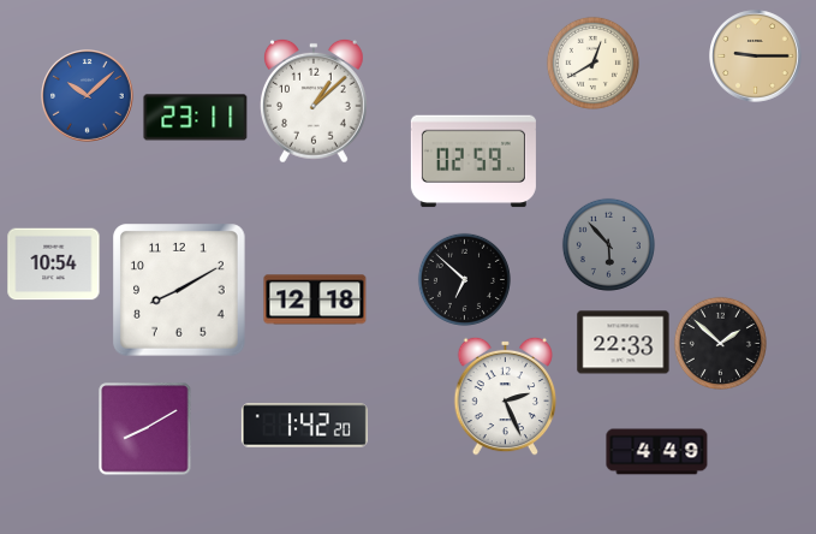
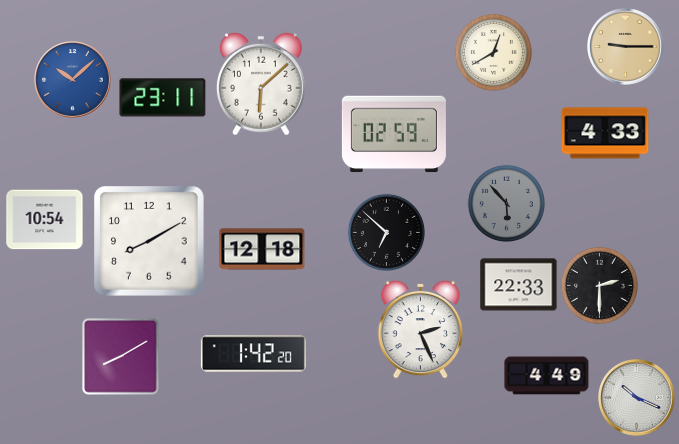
clock at (756, 57) position: (756, 57) -> (626, 47)
clock at (314, 101): 1:08 -> 6:08
clock at (605, 133): none -> 4:33
clock at (720, 343): 1:52 -> 2:30
clock at (637, 398): none -> 10:19
